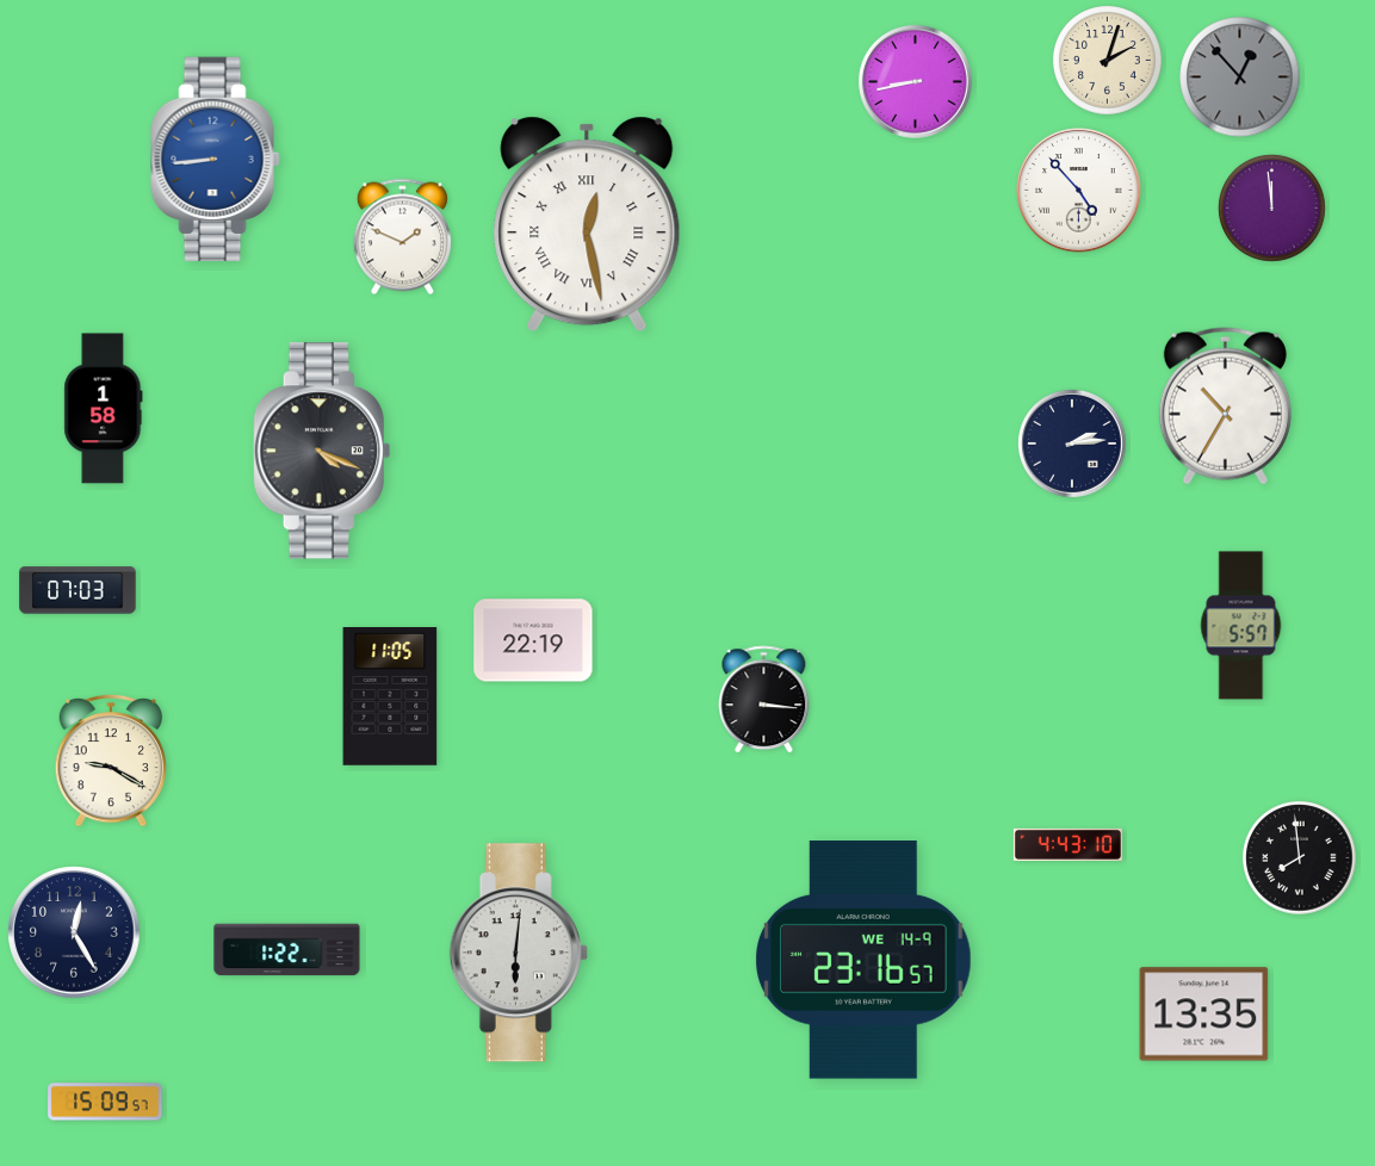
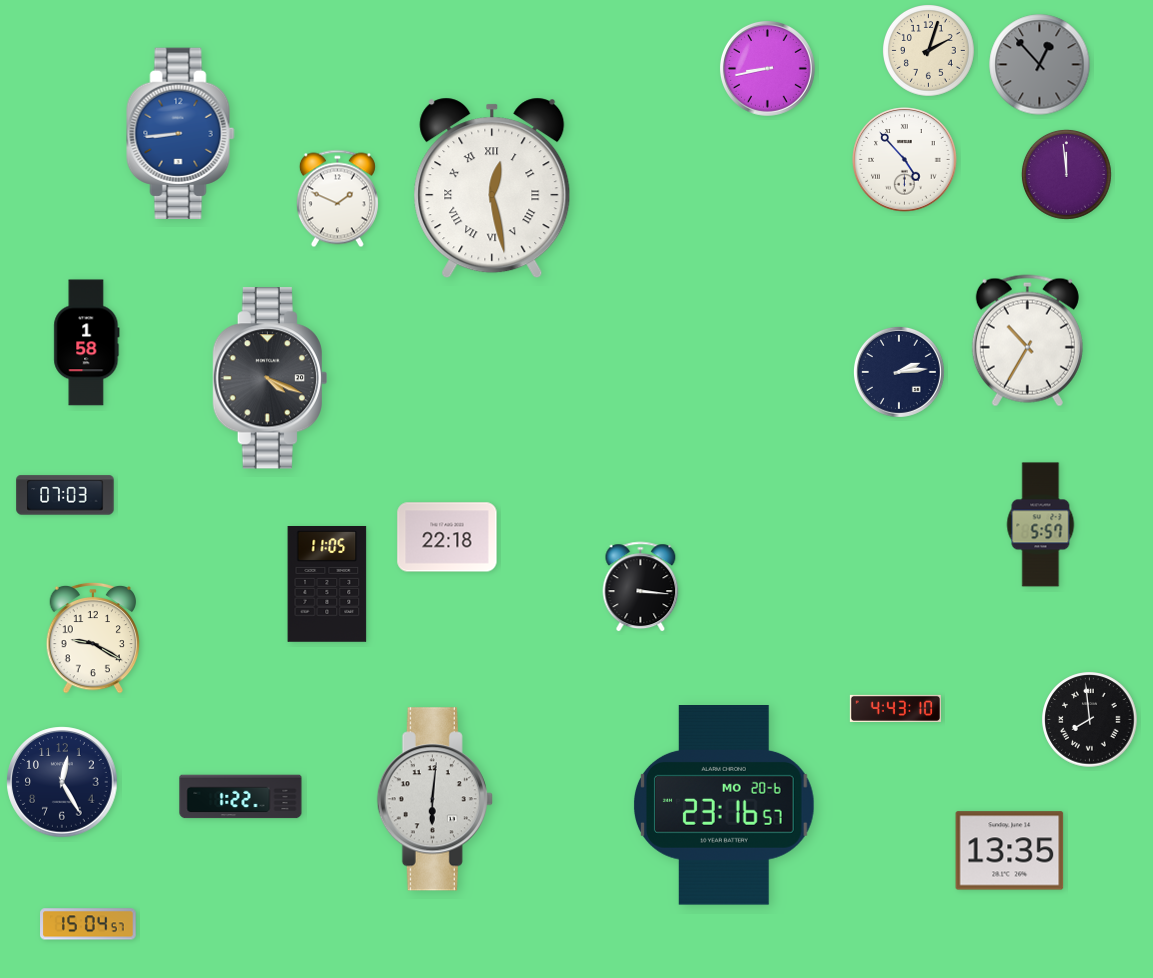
clock at (533, 640): 22:19 -> 22:18
clock at (863, 961) date: WE 14-9 -> MO 20-6
clock at (105, 1102): 15:09 -> 15:04
